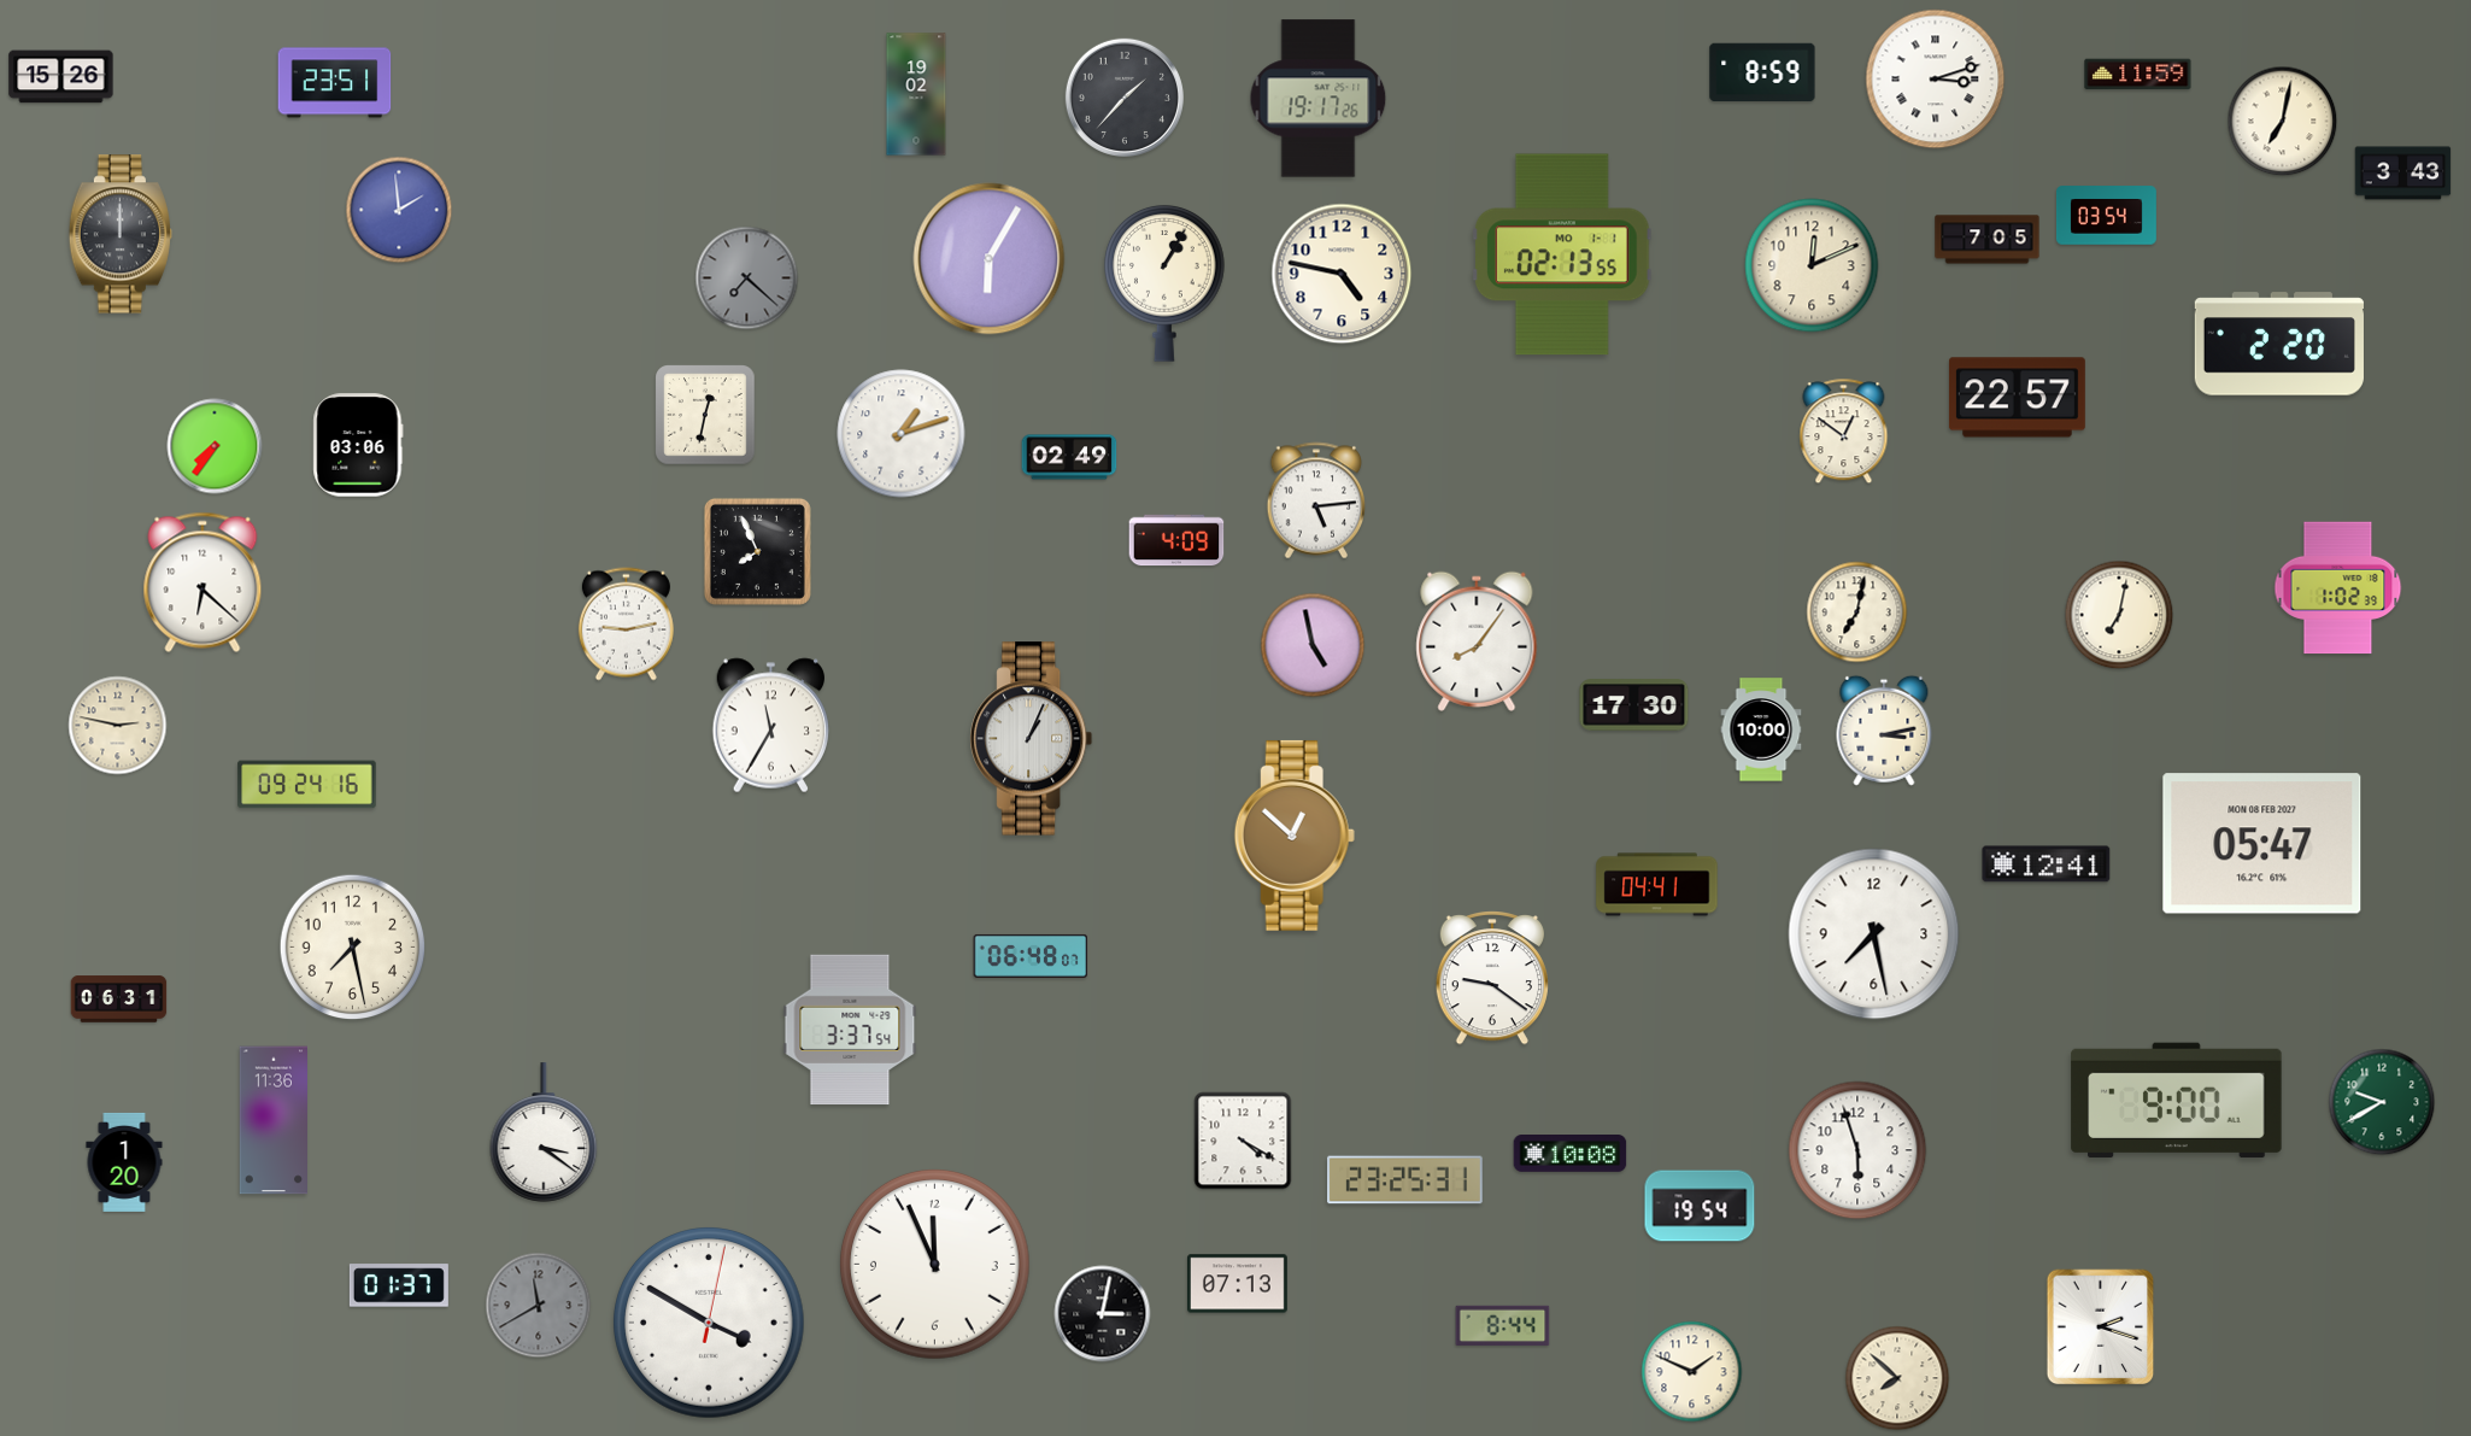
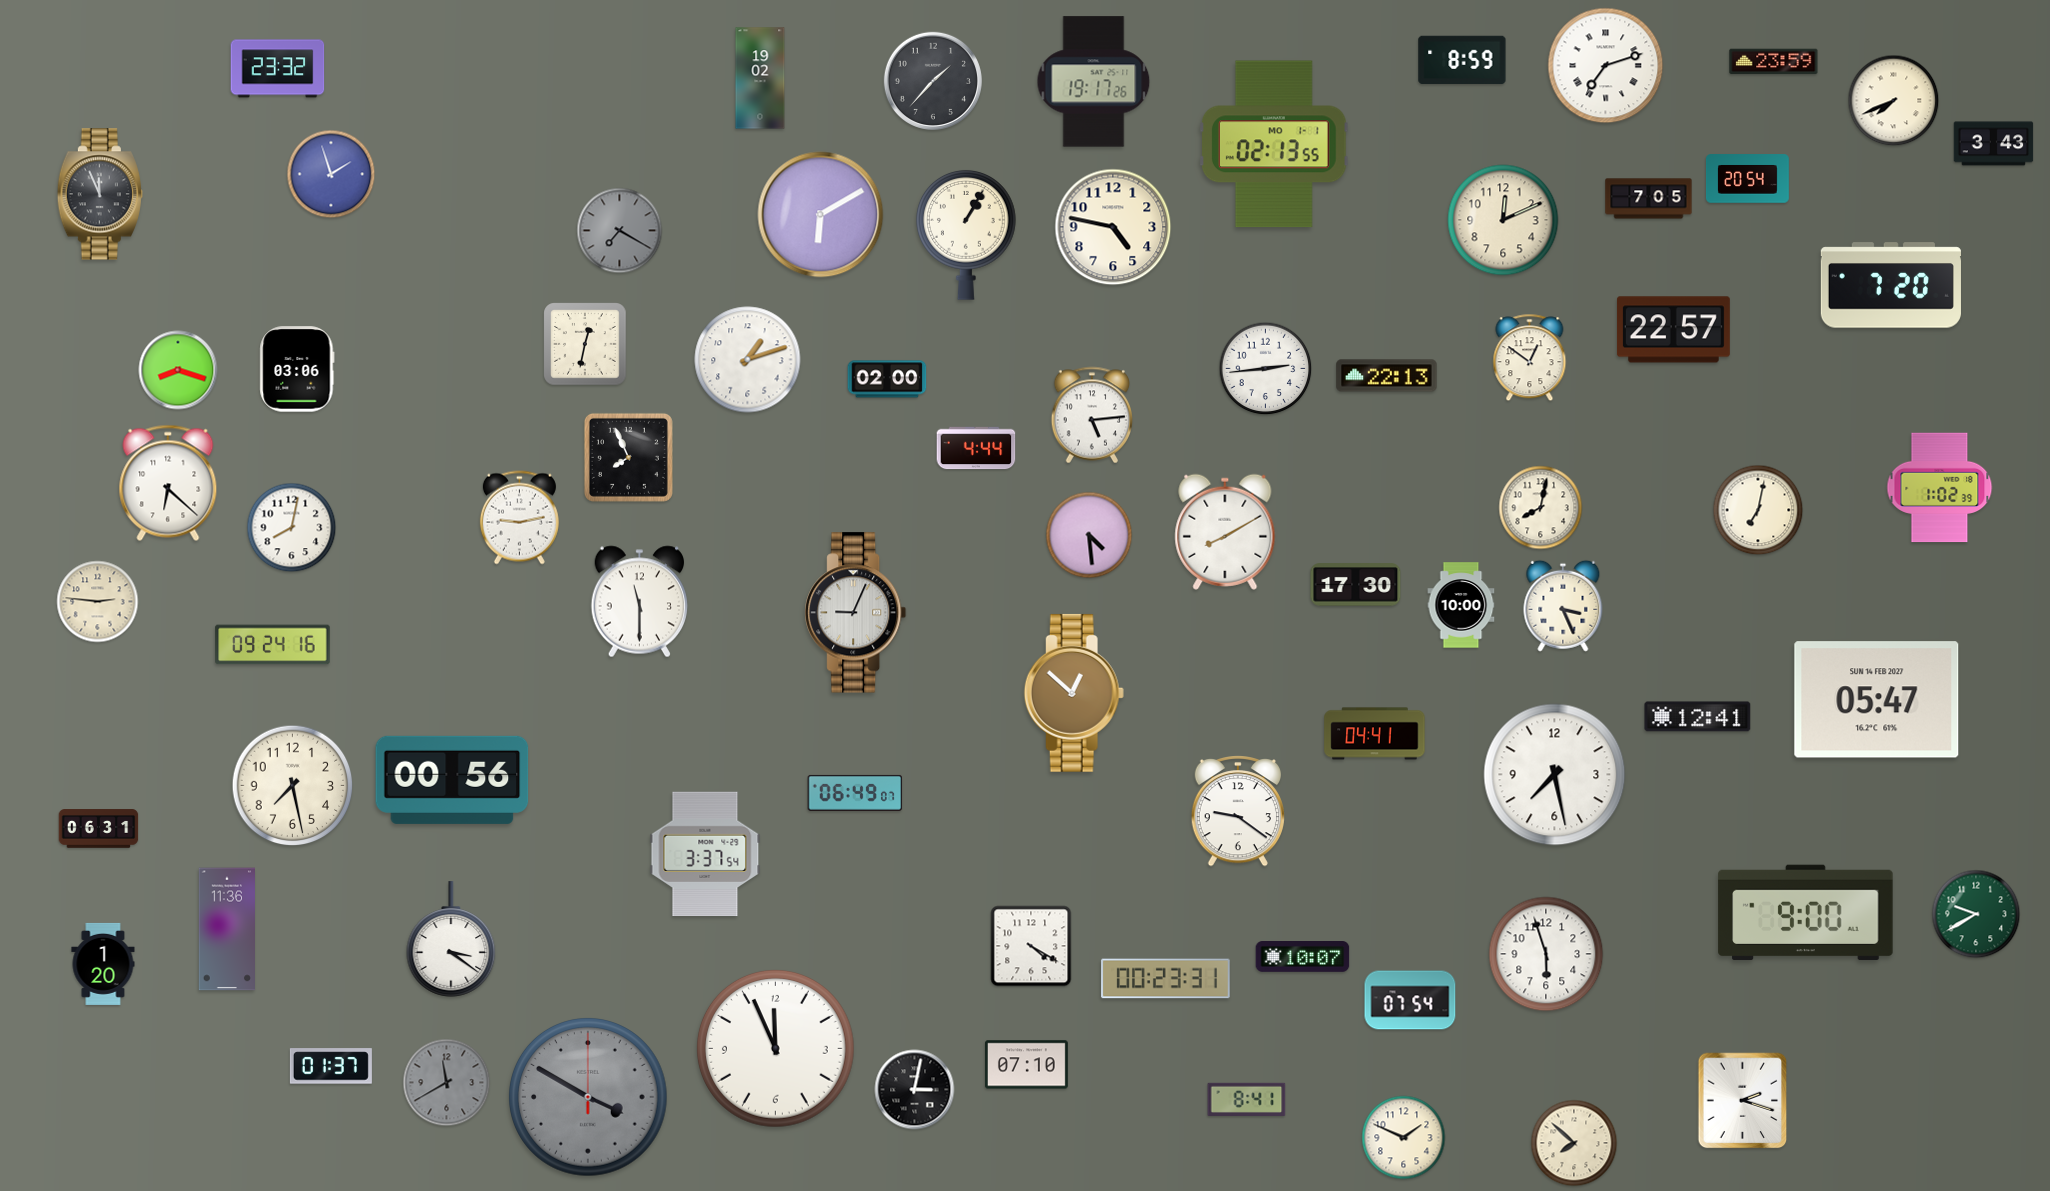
clock at (2138, 75): 11:59 -> 23:59
clock at (61, 77): 15:26 -> none
clock at (1936, 80): 3:12 -> 7:12
clock at (335, 83): 23:51 -> 23:32
clock at (2283, 122): 7:02 -> 7:41
clock at (399, 210): 1:59 -> 1:57
clock at (2106, 216): 03:54 -> 20:54
clock at (121, 234): 12:00 -> 11:56
clock at (1562, 254) position: (1562, 254) -> (1274, 144)
clock at (990, 259): 6:05 -> 6:10
clock at (747, 279): 7:22 -> 7:20
clock at (2279, 344): 2:20 -> 7:20
clock at (1266, 369): none -> 2:44
clock at (215, 446): 7:36 -> 8:18
clock at (1387, 376): none -> 22:13
clock at (1069, 457): 02:49 -> 02:00
clock at (1176, 540): 4:09 -> 4:44
clock at (1857, 613): 7:02 -> 8:02
clock at (292, 528): none -> 8:02
clock at (1477, 641): 8:06 -> 8:10
clock at (1313, 645): 4:58 -> 4:29
clock at (118, 726): 2:47 -> 2:46
clock at (770, 726): 11:35 -> 11:30
clock at (1884, 731): 3:13 -> 3:26
clock at (1032, 739): 1:04 -> 9:04
clock at (307, 785) position: (307, 785) -> (273, 645)
clock at (2262, 844) date: MON 08 FEB 2027 -> SUN 14 FEB 2027
clock at (452, 780): none -> 00:56
clock at (1031, 956): 06:48 -> 06:49
clock at (1857, 1150) position: (1857, 1150) -> (1546, 954)
clock at (1571, 1154): 10:08 -> 10:07
clock at (1405, 1180): 23:25 -> 00:23
clock at (1700, 1206): 19:54 -> 07:54
clock at (1237, 1284): 07:13 -> 07:10
clock at (710, 1324): 3:50:02 -> 3:50:00
clock at (710, 1324) dial: white -> grey
clock at (1503, 1325): 8:44 -> 8:41
